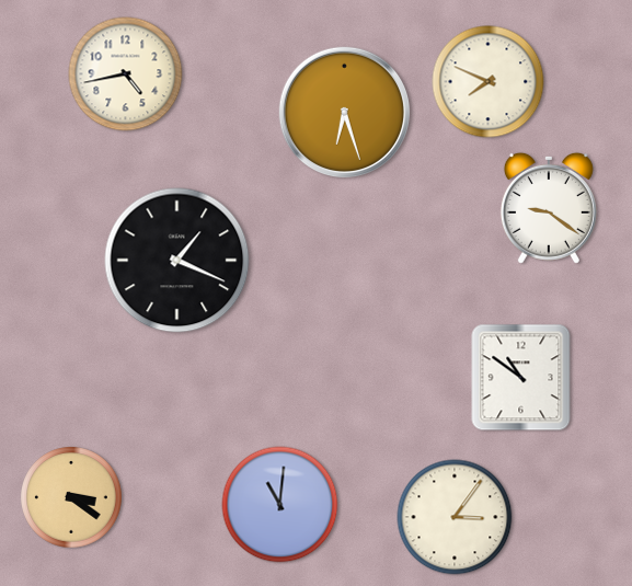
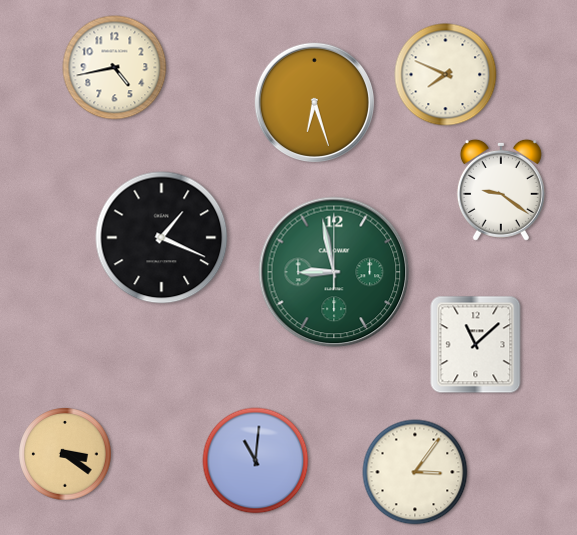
clock at (334, 272): none -> 8:58
clock at (521, 378): 10:51 -> 11:08
